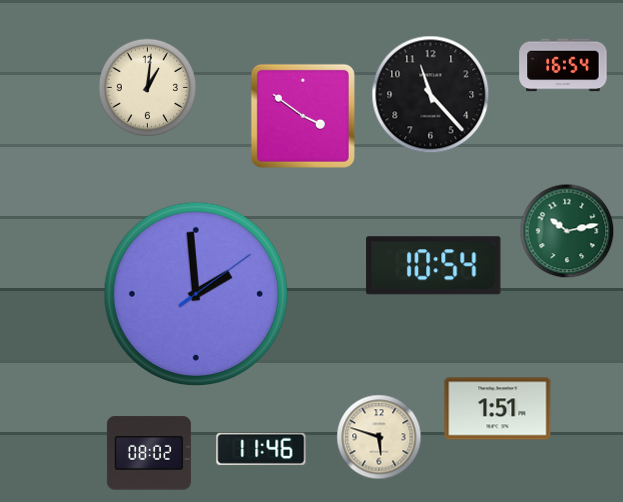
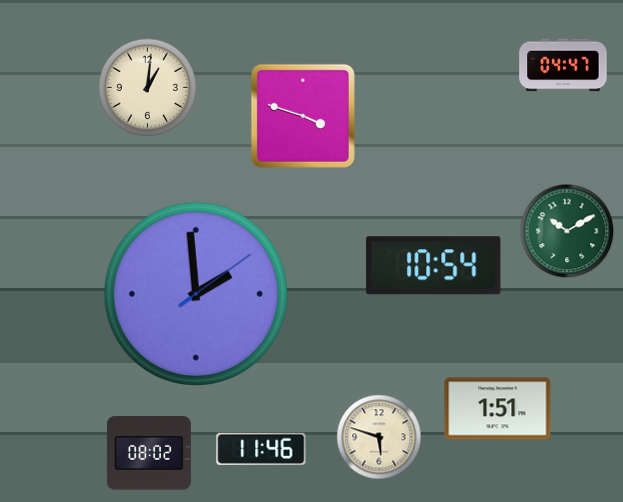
clock at (563, 65): 16:54 -> 04:47
clock at (431, 95): 11:23 -> none
clock at (303, 116): 3:51 -> 3:48
clock at (567, 231): 10:13 -> 10:10
